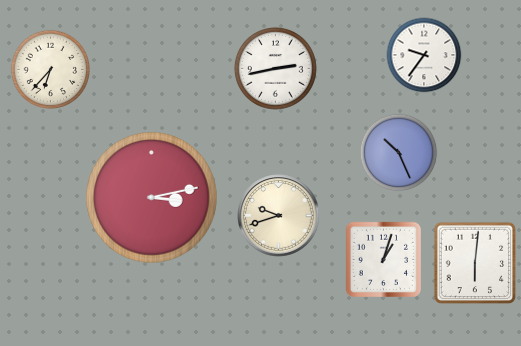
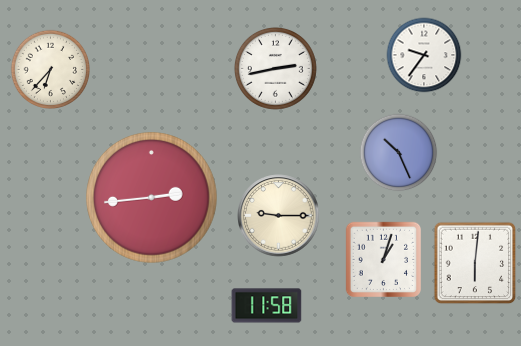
clock at (152, 198): 3:13 -> 2:44
clock at (279, 216): 9:42 -> 9:15
clock at (267, 306): none -> 11:58
